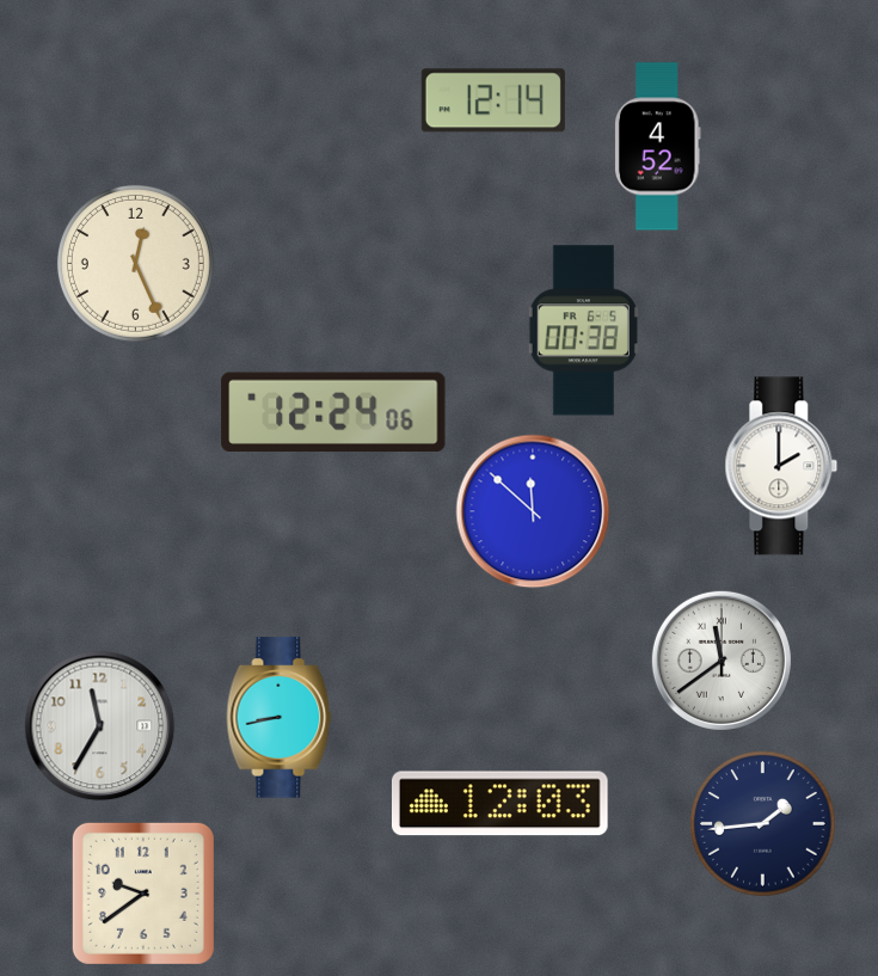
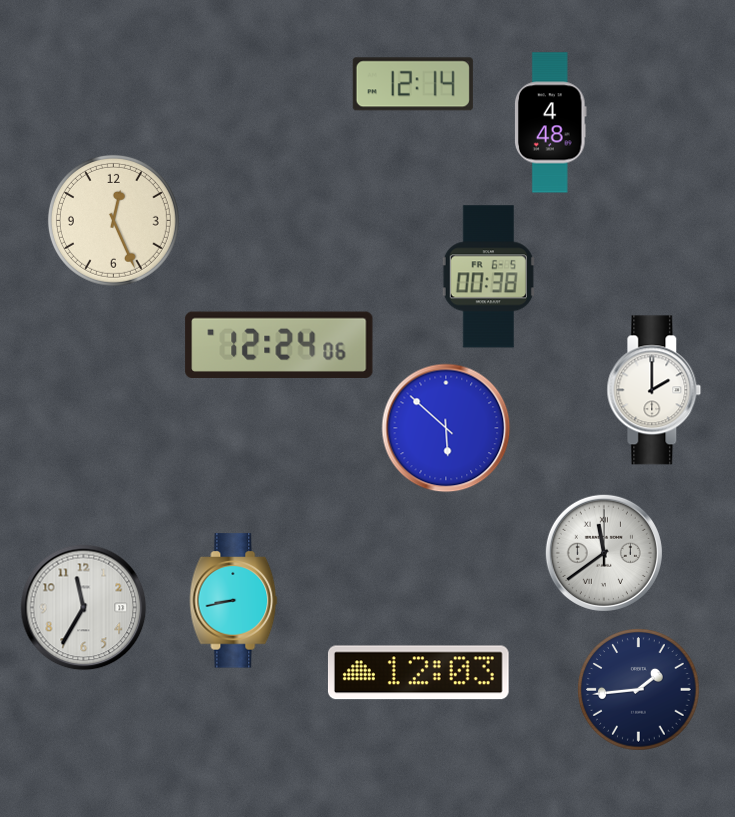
clock at (658, 147): 4:52 -> 4:48
clock at (533, 511): 11:52 -> 5:52
clock at (143, 894): 9:39 -> none
